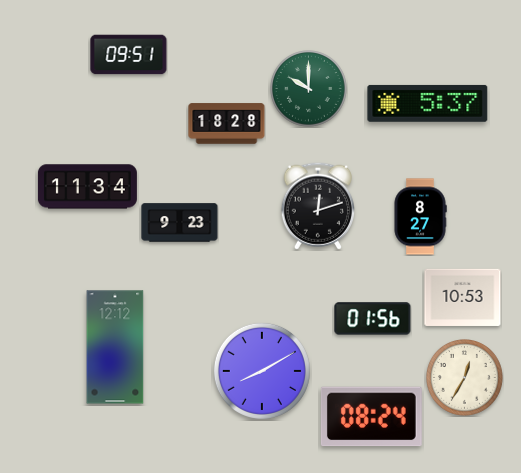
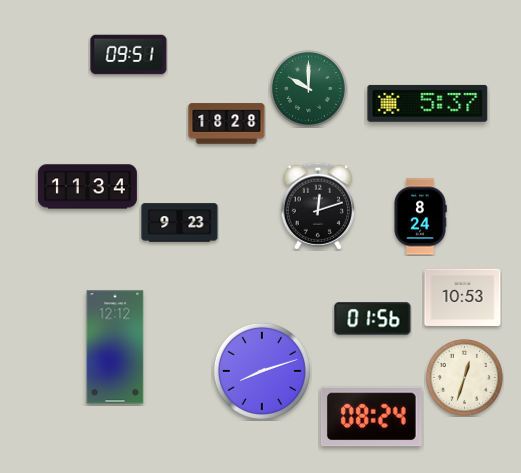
clock at (420, 217): 8:27 -> 8:24
clock at (262, 371): 8:10 -> 8:12
clock at (465, 378): 12:35 -> 12:33
